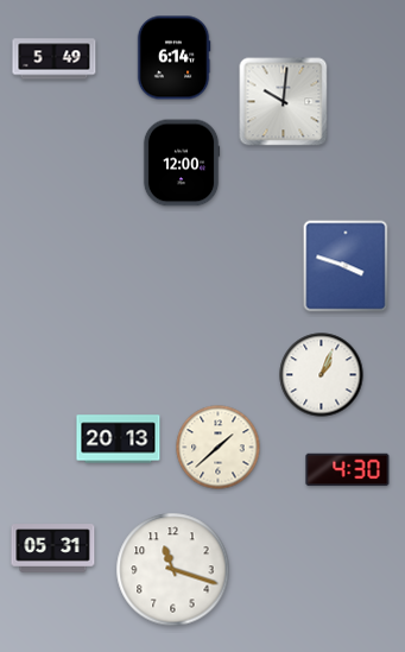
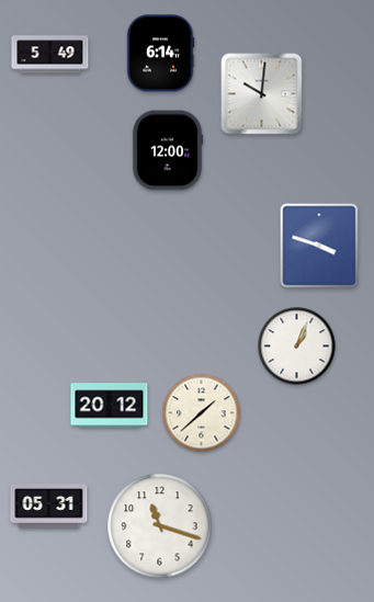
clock at (119, 439): 20:13 -> 20:12
clock at (348, 470): 4:30 -> none
